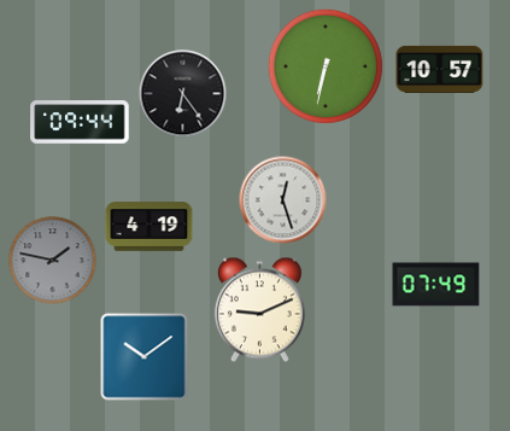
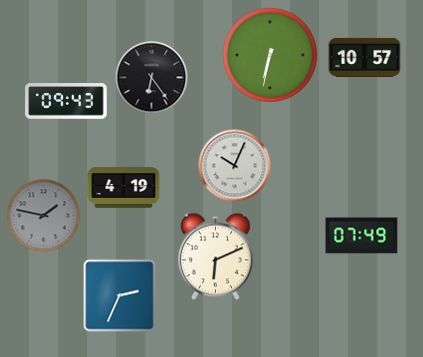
clock at (80, 122): 09:44 -> 09:43
clock at (283, 200): 12:27 -> 10:04
clock at (259, 310): 9:11 -> 6:11
clock at (145, 357): 10:09 -> 2:34
